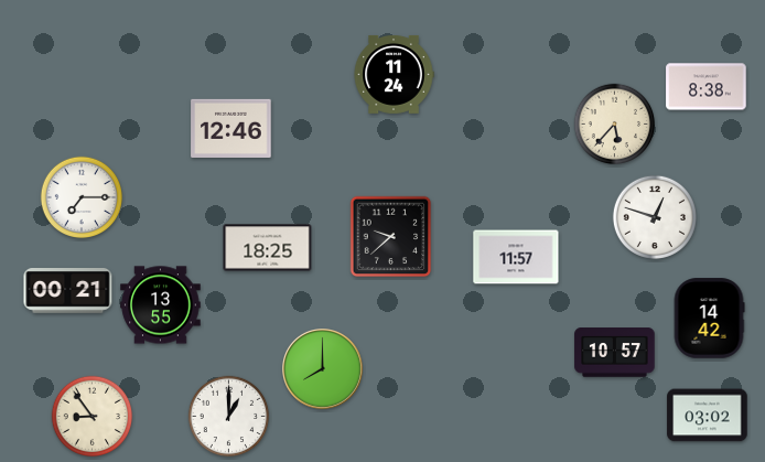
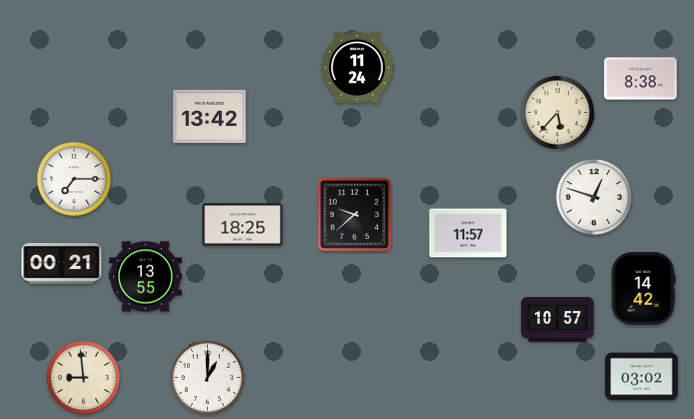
clock at (231, 128): 12:46 -> 13:42
clock at (323, 369): 8:00 -> none
clock at (93, 417): 8:54 -> 8:59
